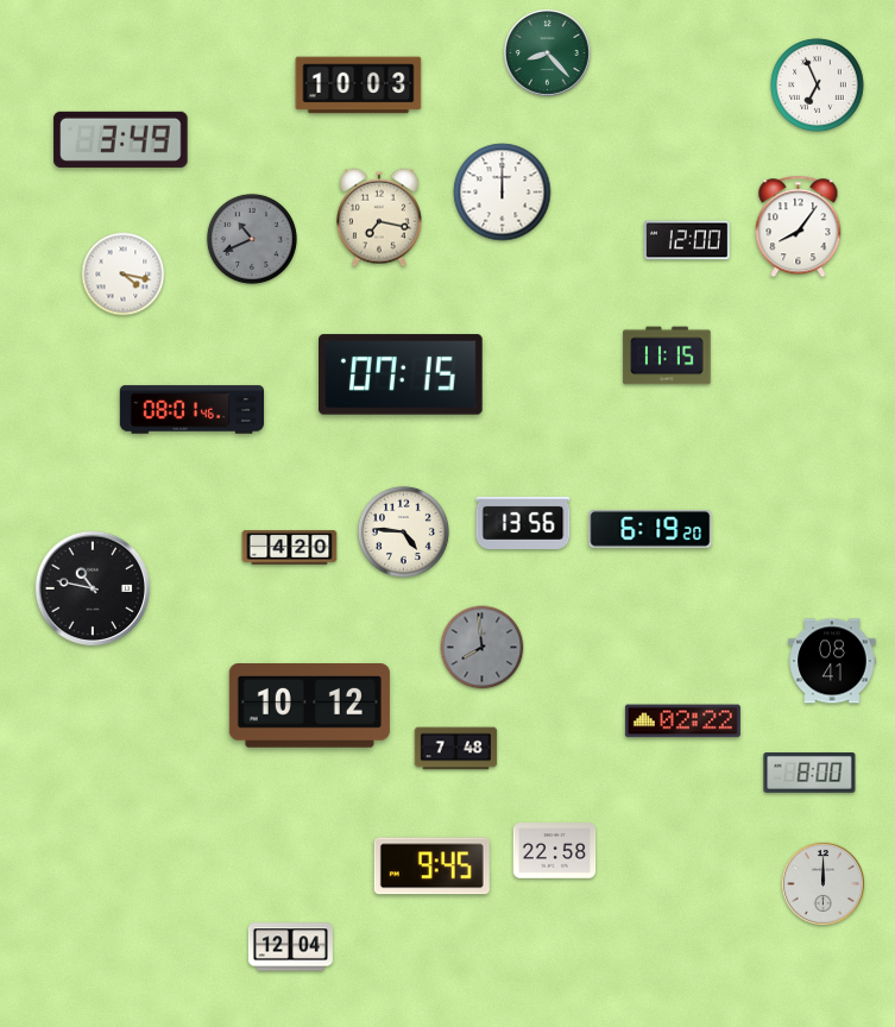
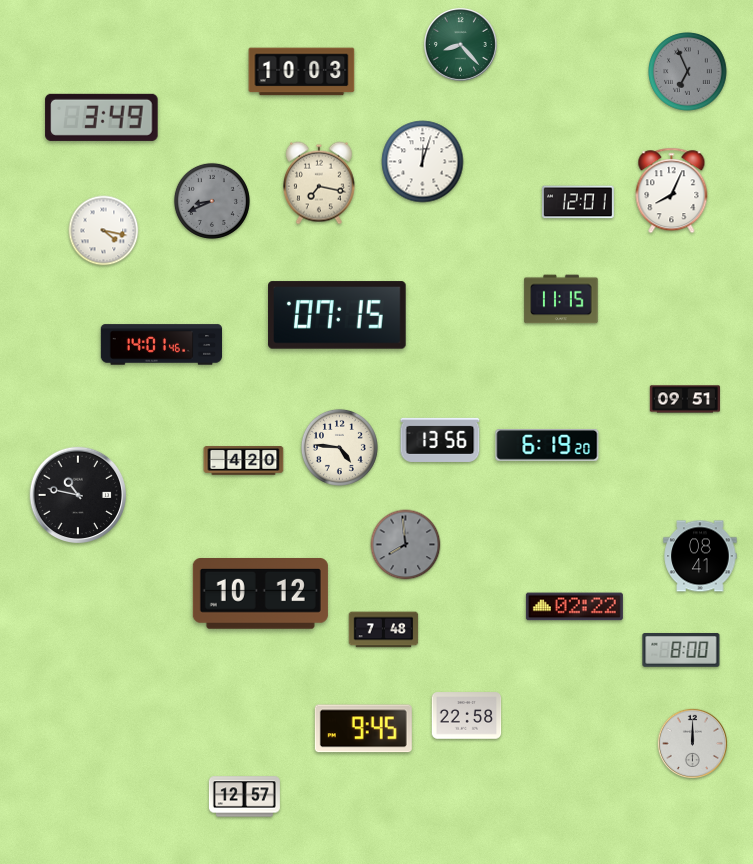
clock at (818, 86) dial: white -> grey
clock at (503, 193): 12:00 -> 12:03
clock at (799, 227): 8:06 -> 8:04
clock at (252, 239): 10:41 -> 8:41
clock at (687, 240): 12:00 -> 12:01
clock at (193, 410): 08:01 -> 14:01
clock at (684, 399): none -> 09:51
clock at (290, 947): 12:04 -> 12:57
